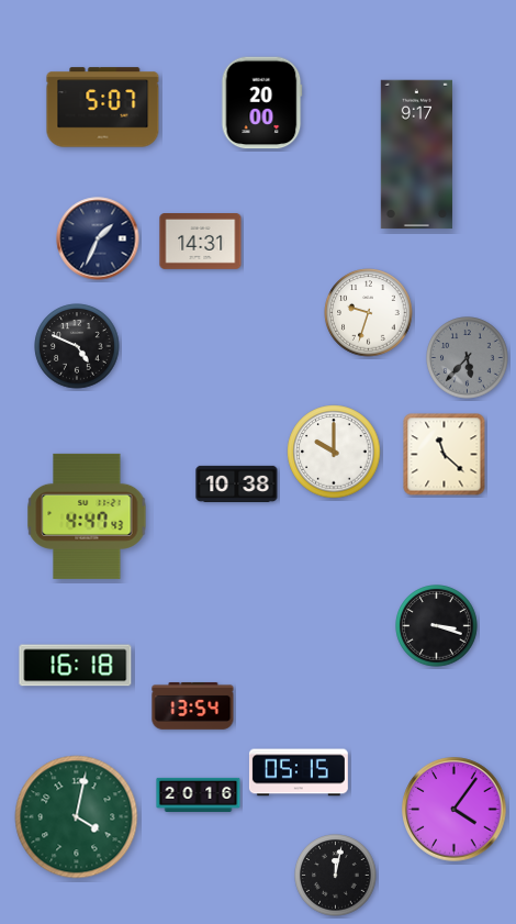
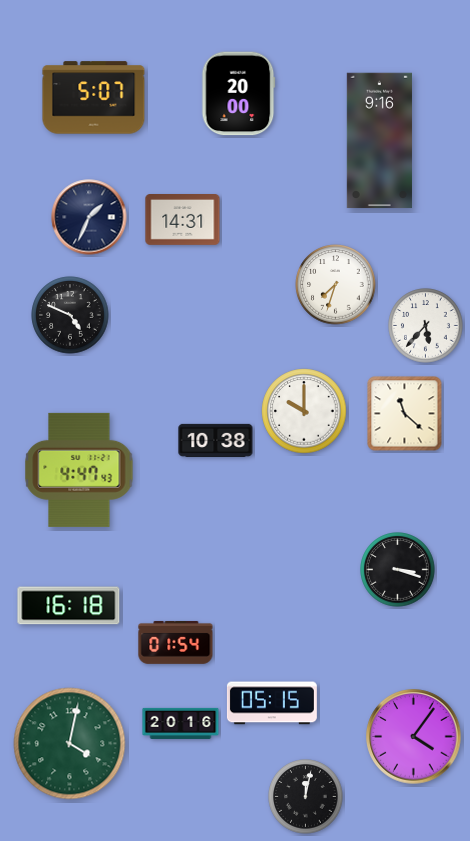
clock at (416, 155): 9:17 -> 9:16
clock at (369, 313): 9:33 -> 7:33
clock at (468, 358) dial: grey -> white
clock at (193, 705): 13:54 -> 01:54
